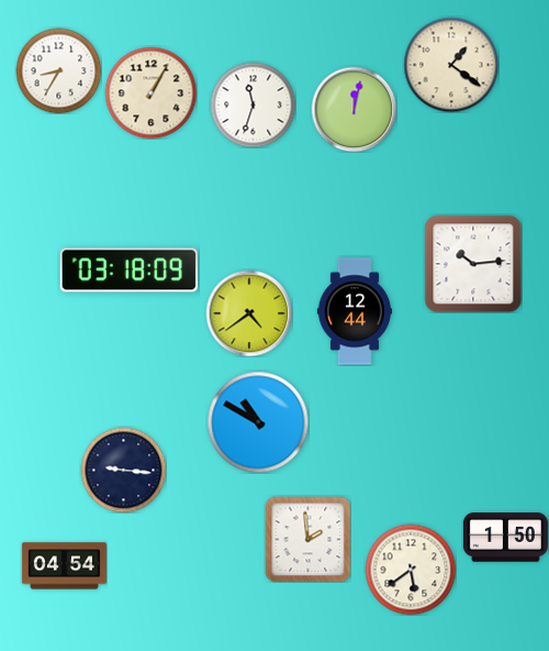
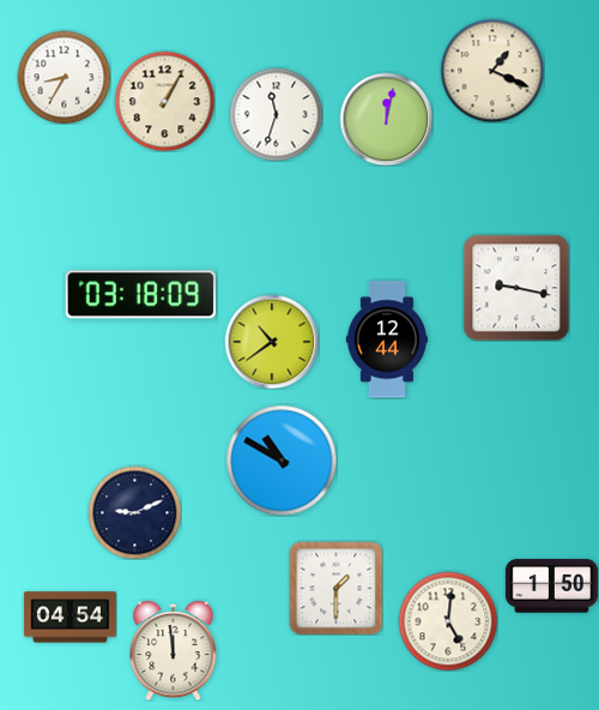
clock at (451, 65): 1:21 -> 1:19
clock at (473, 264): 10:14 -> 9:17
clock at (249, 313): 4:39 -> 10:39
clock at (123, 470): 9:16 -> 9:11
clock at (307, 539): 1:59 -> 1:30
clock at (411, 570): 5:39 -> 5:01
clock at (174, 650): none -> 11:59
